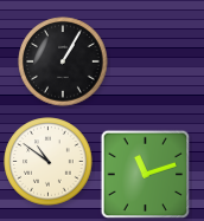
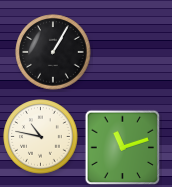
clock at (49, 162): 10:51 -> 10:47
